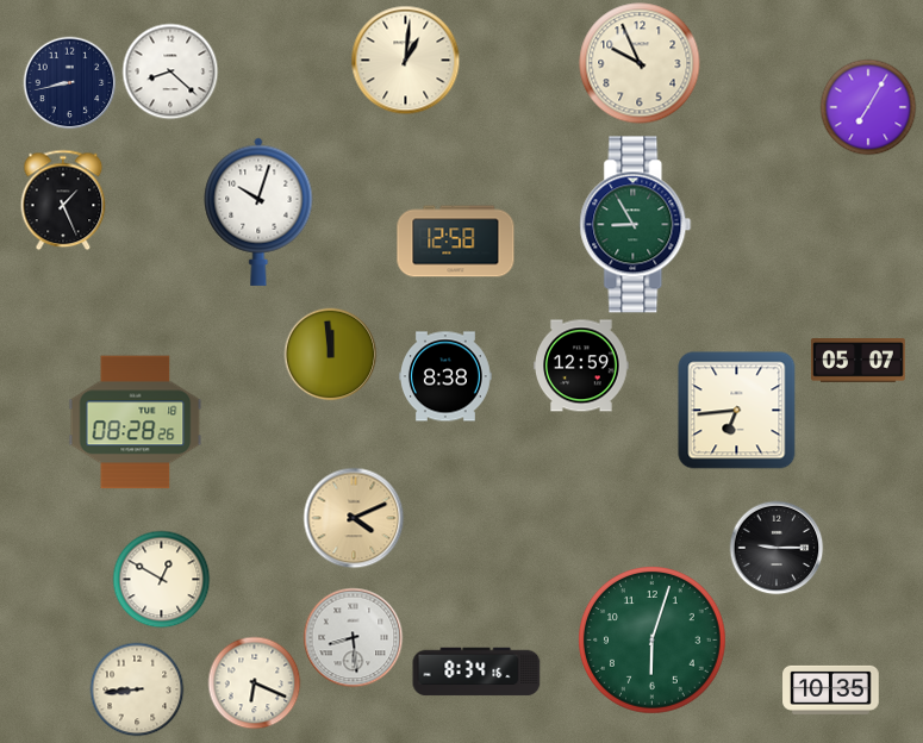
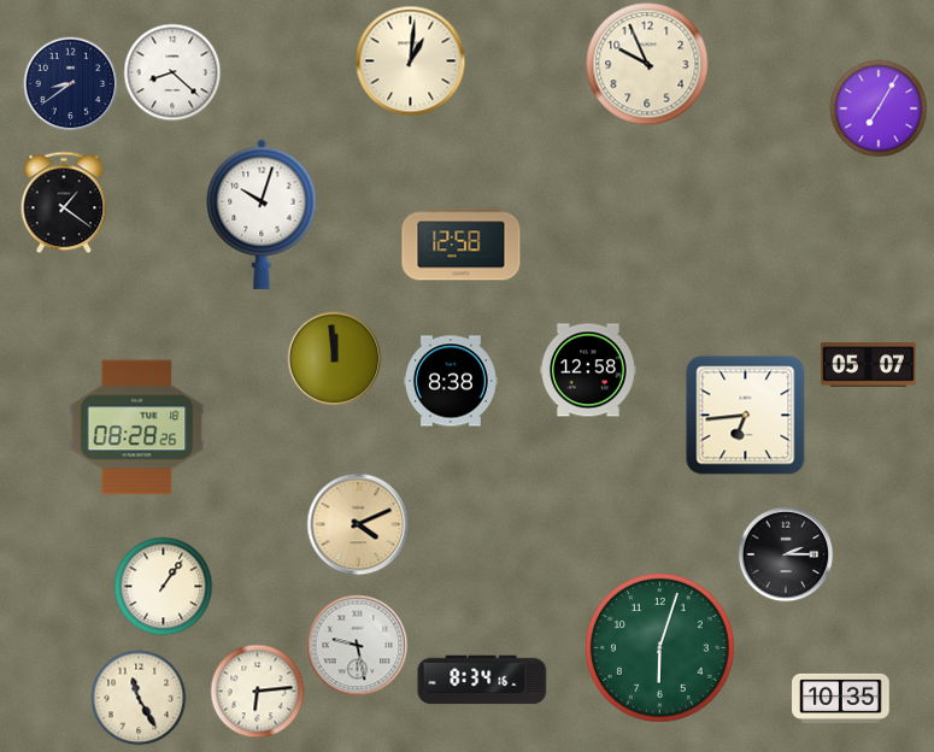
clock at (69, 82): 8:43 -> 8:39
clock at (63, 200): 1:26 -> 1:21
clock at (636, 225): 8:55 -> none
clock at (582, 366): 12:59 -> 12:58
clock at (777, 548): 9:15 -> 2:15
clock at (161, 579): 12:50 -> 1:06
clock at (353, 637): 8:29 -> 9:28
clock at (254, 682): 6:19 -> 6:14
clock at (137, 689): 8:44 -> 11:25
